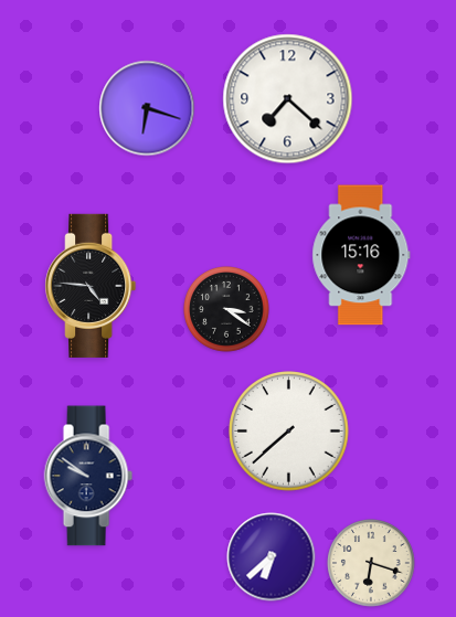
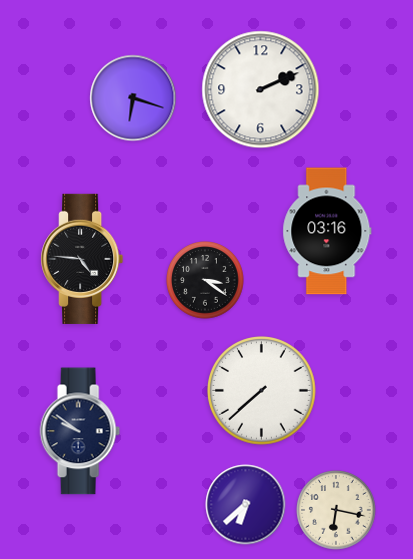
clock at (288, 99): 7:22 -> 2:11
clock at (361, 255): 15:16 -> 03:16
clock at (371, 563): 6:18 -> 6:17
